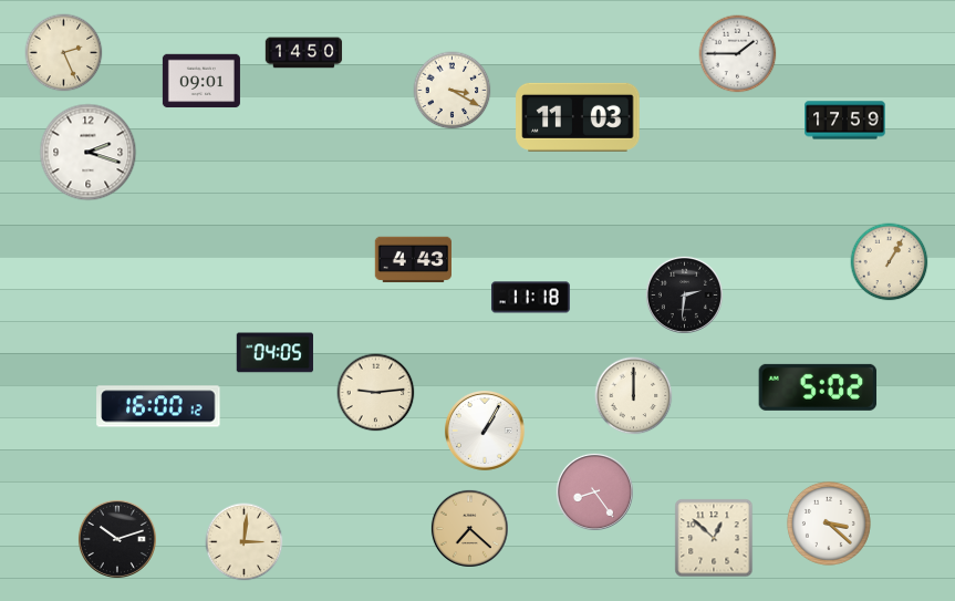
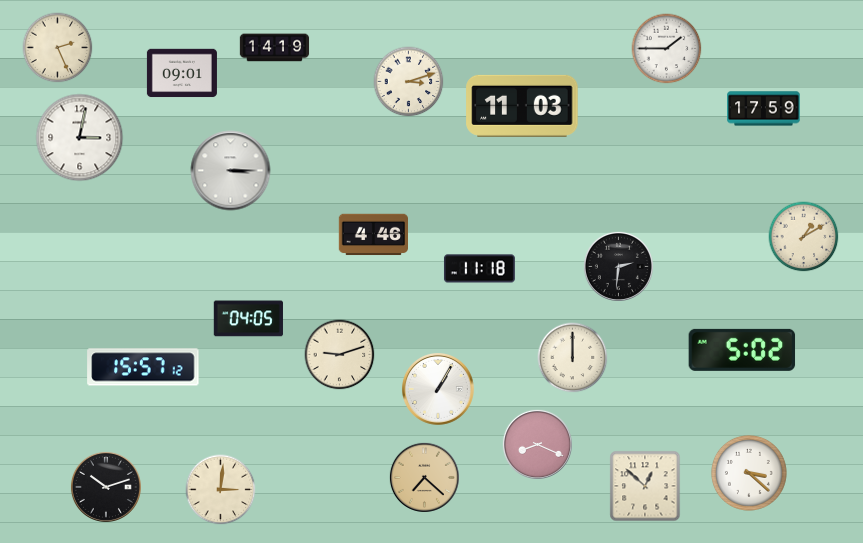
clock at (304, 53): 14:50 -> 14:19
clock at (453, 91): 3:20 -> 3:12
clock at (89, 153): 2:18 -> 3:02
clock at (231, 171): none -> 3:15
clock at (413, 260): 4:43 -> 4:46
clock at (890, 262): 1:05 -> 1:10
clock at (818, 387) position: (818, 387) -> (742, 350)
clock at (376, 393): 9:14 -> 9:12
clock at (158, 406): 16:00 -> 15:57
clock at (594, 491): 8:24 -> 8:19
